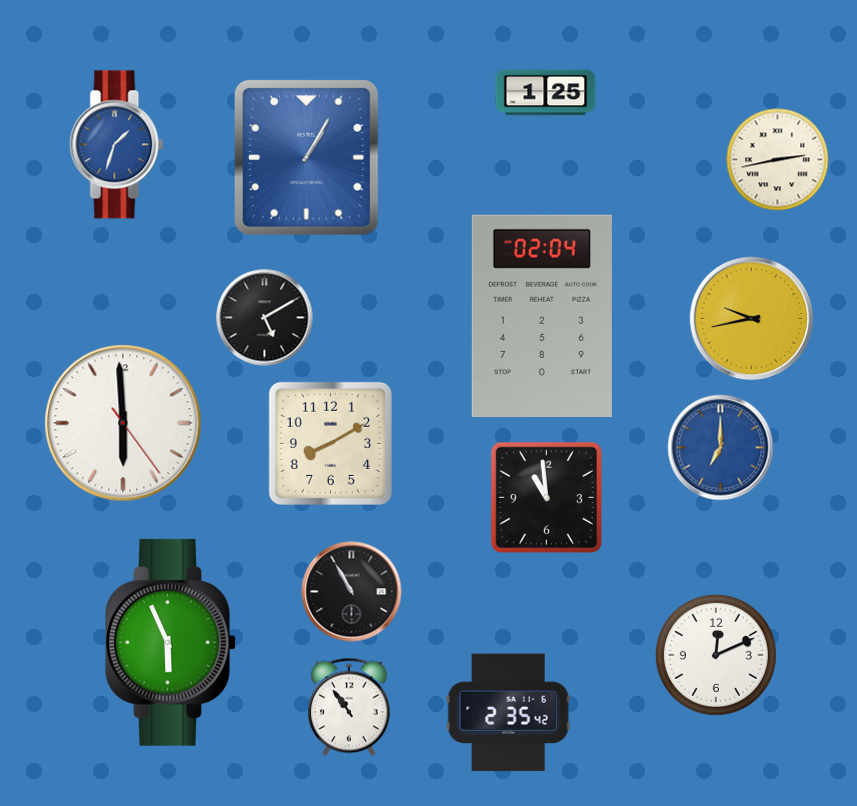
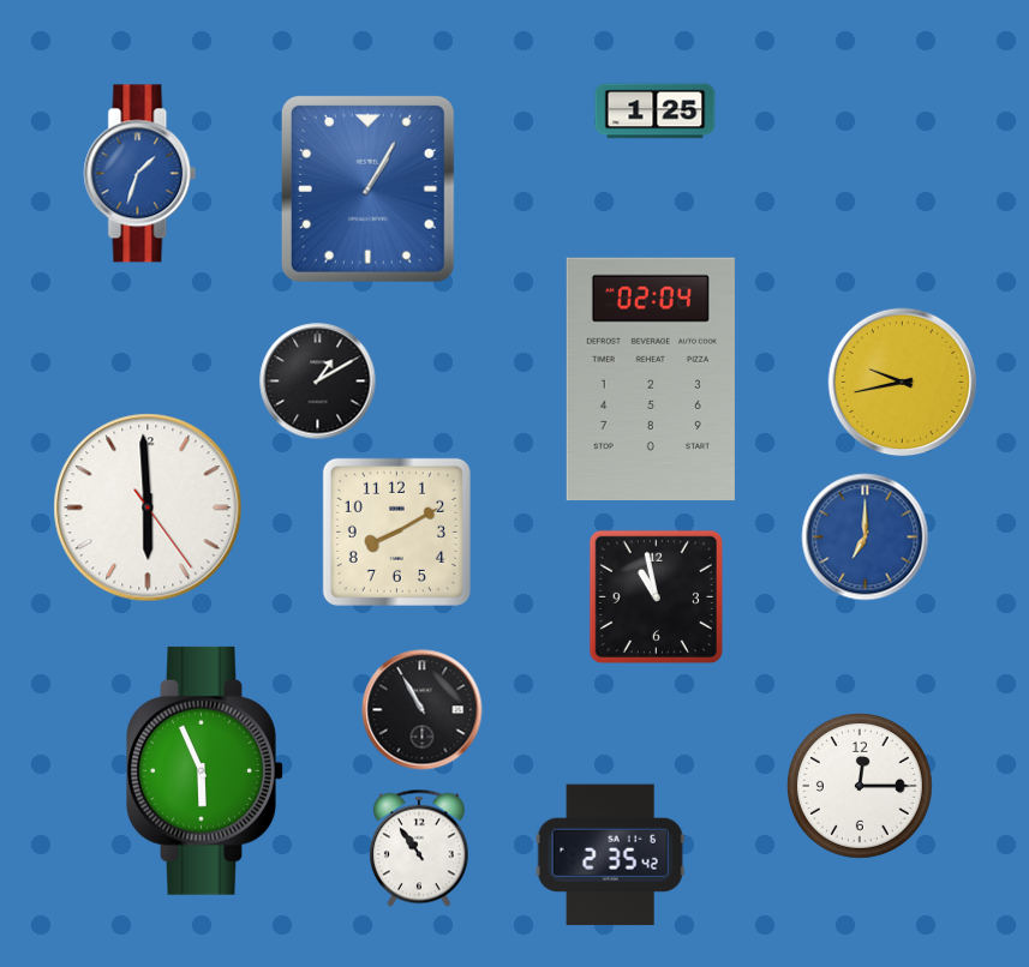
clock at (778, 160): 2:43 -> none
clock at (265, 318): 5:10 -> 1:10
clock at (546, 497): 10:59 -> 10:58
clock at (716, 655): 12:11 -> 12:15
